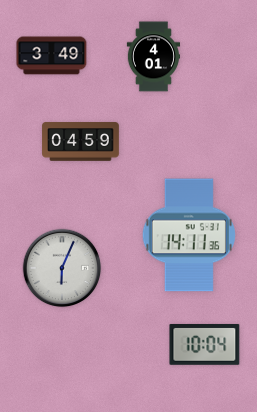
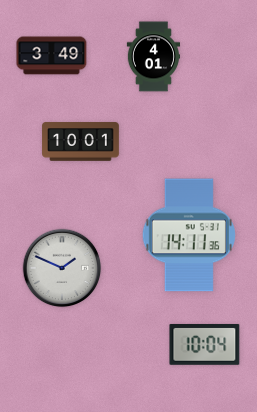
clock at (81, 142): 04:59 -> 10:01
clock at (62, 268): 6:04 -> 1:49
